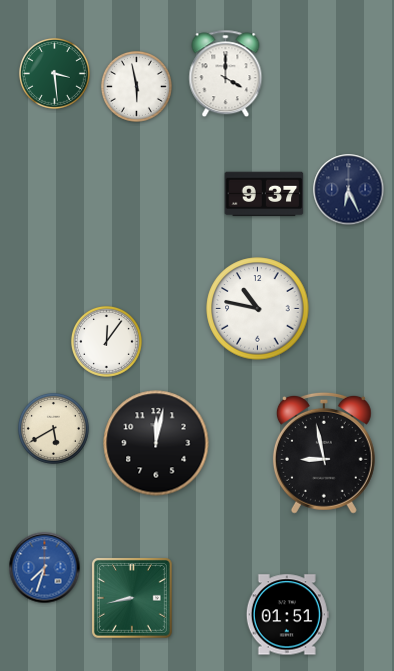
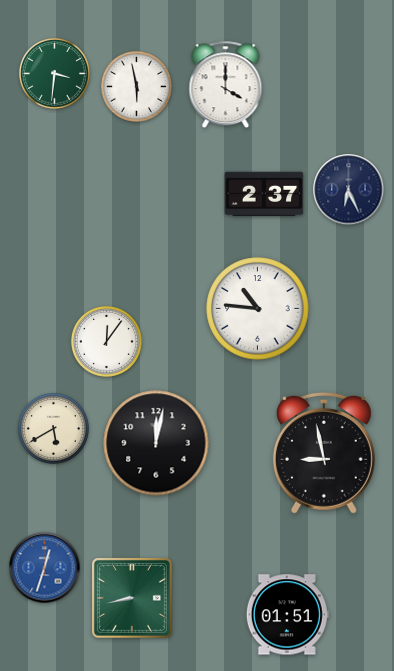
clock at (54, 73): 3:29 -> 3:31
clock at (226, 74) position: (226, 74) -> (226, 85)
clock at (264, 194): 9:37 -> 2:37
clock at (258, 309): 10:47 -> 10:46
clock at (45, 568): 7:33 -> 12:33
